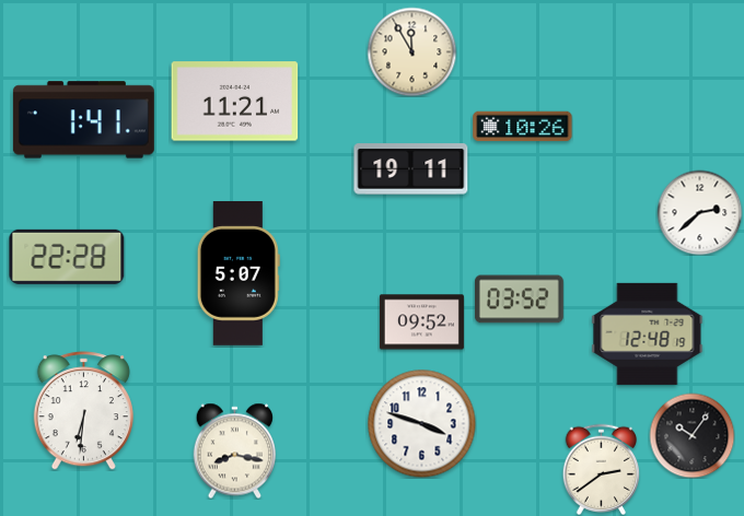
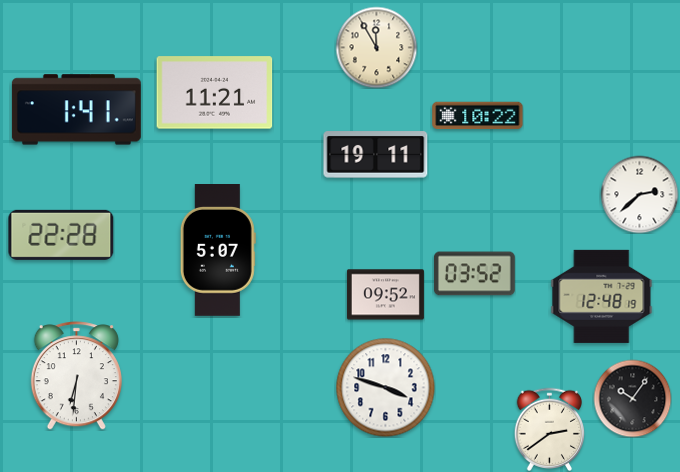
clock at (523, 127): 10:26 -> 10:22
clock at (648, 333) position: (648, 333) -> (602, 296)
clock at (235, 450): 8:17 -> none
